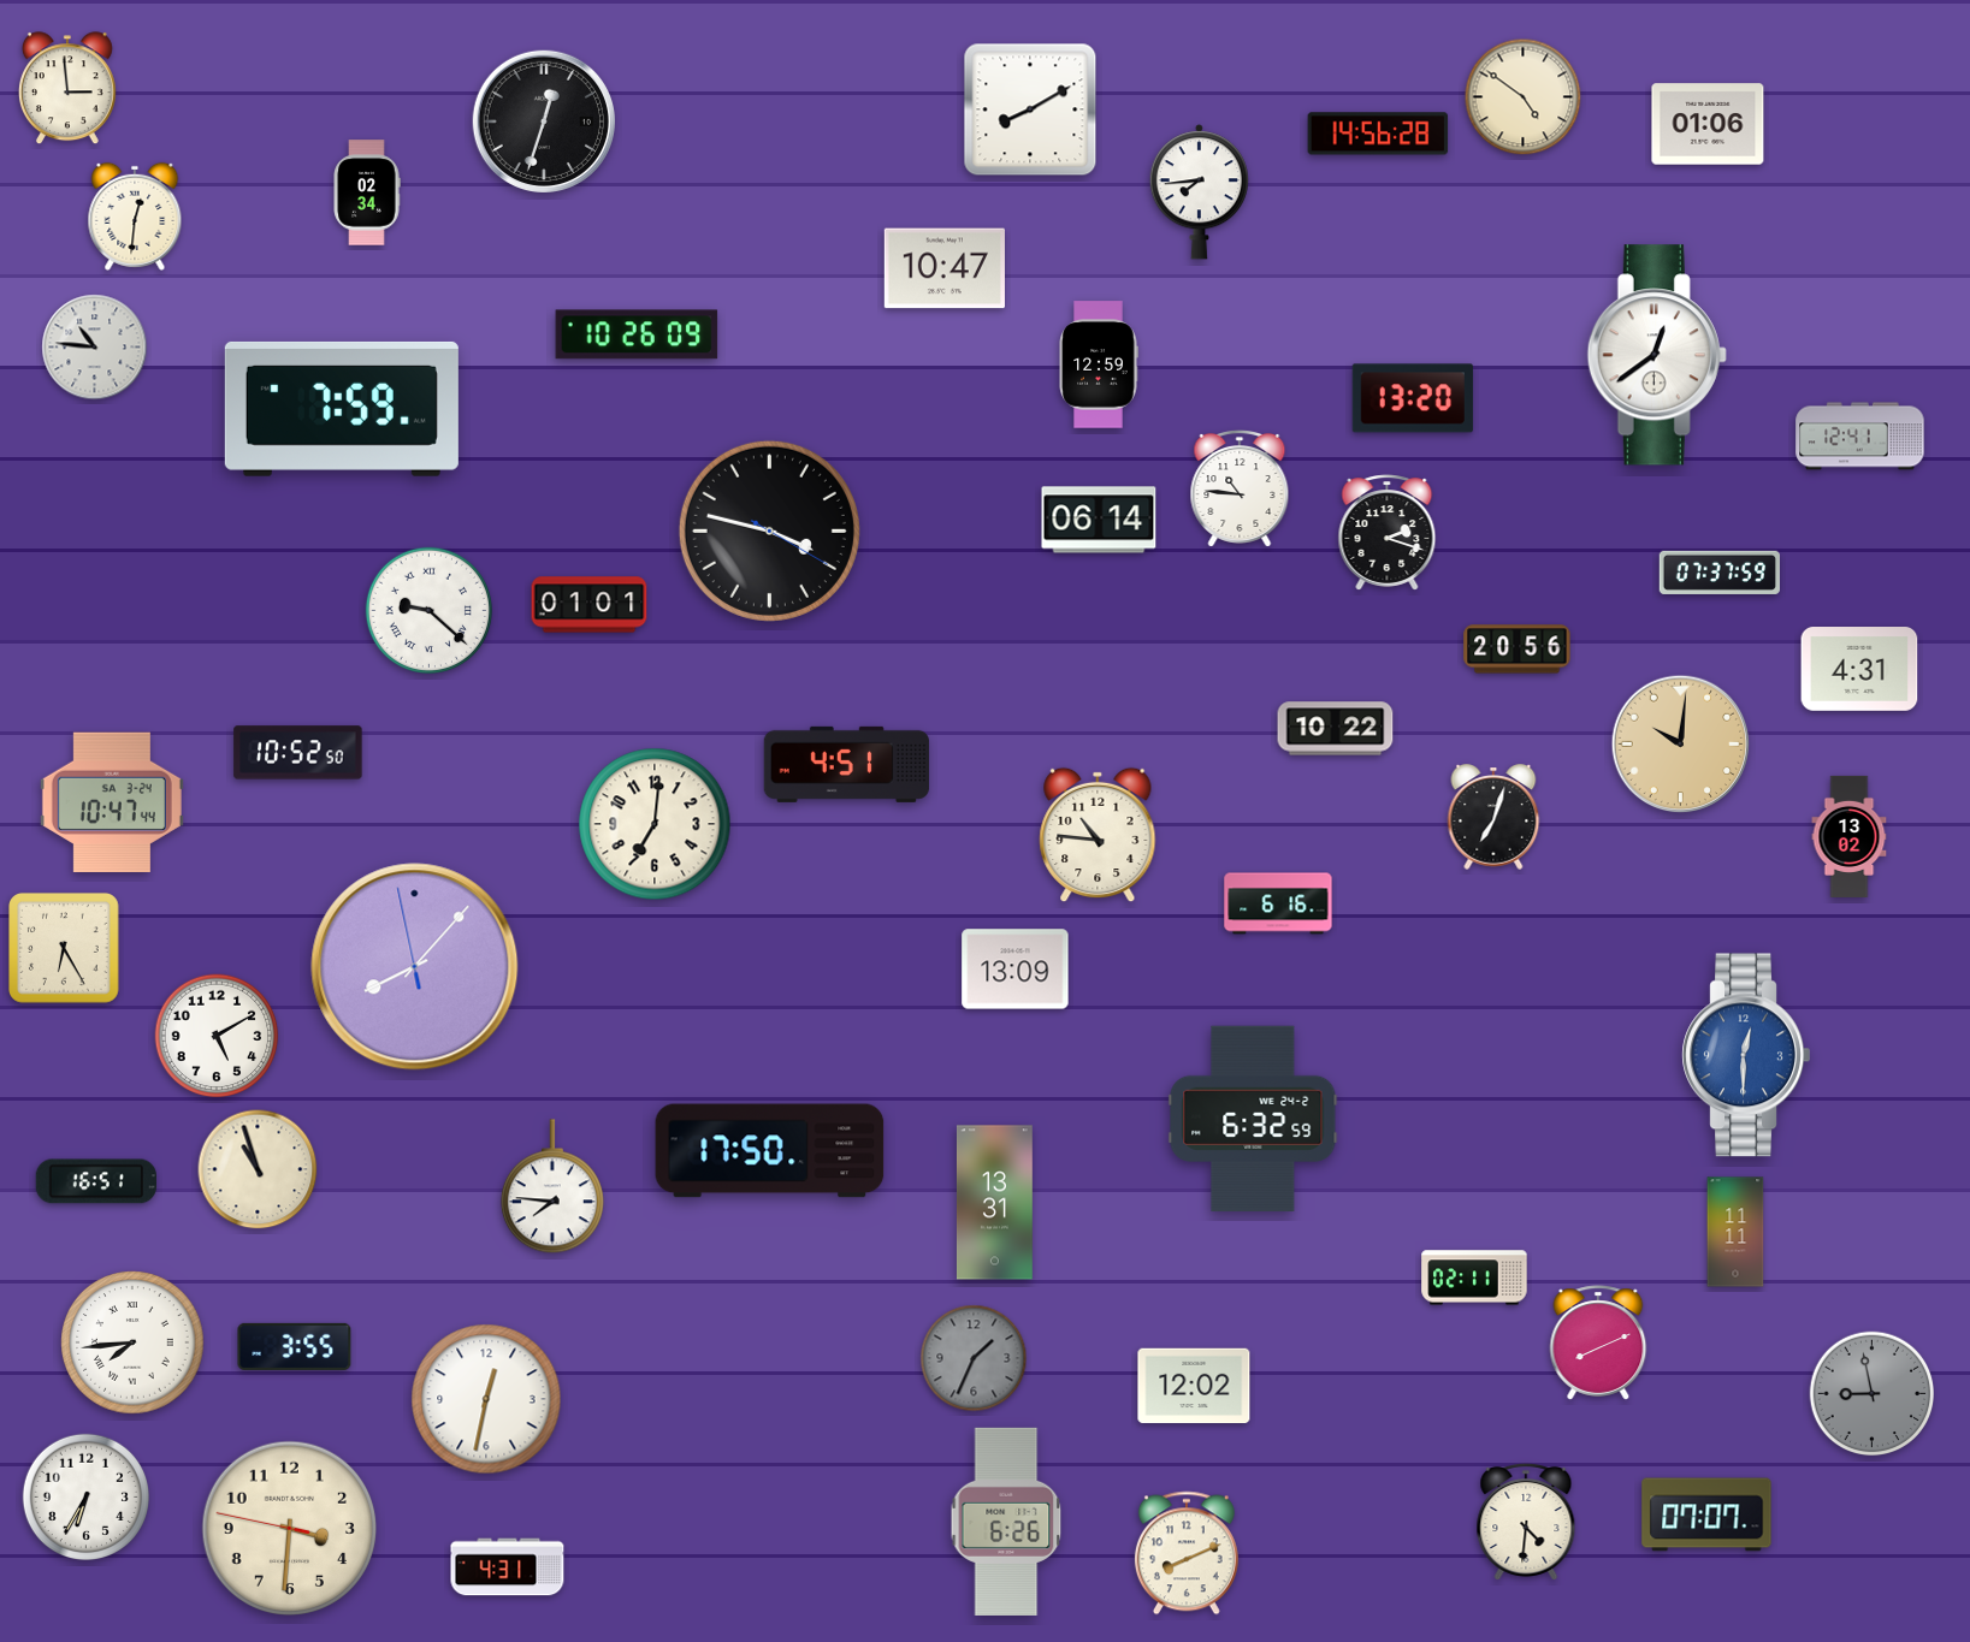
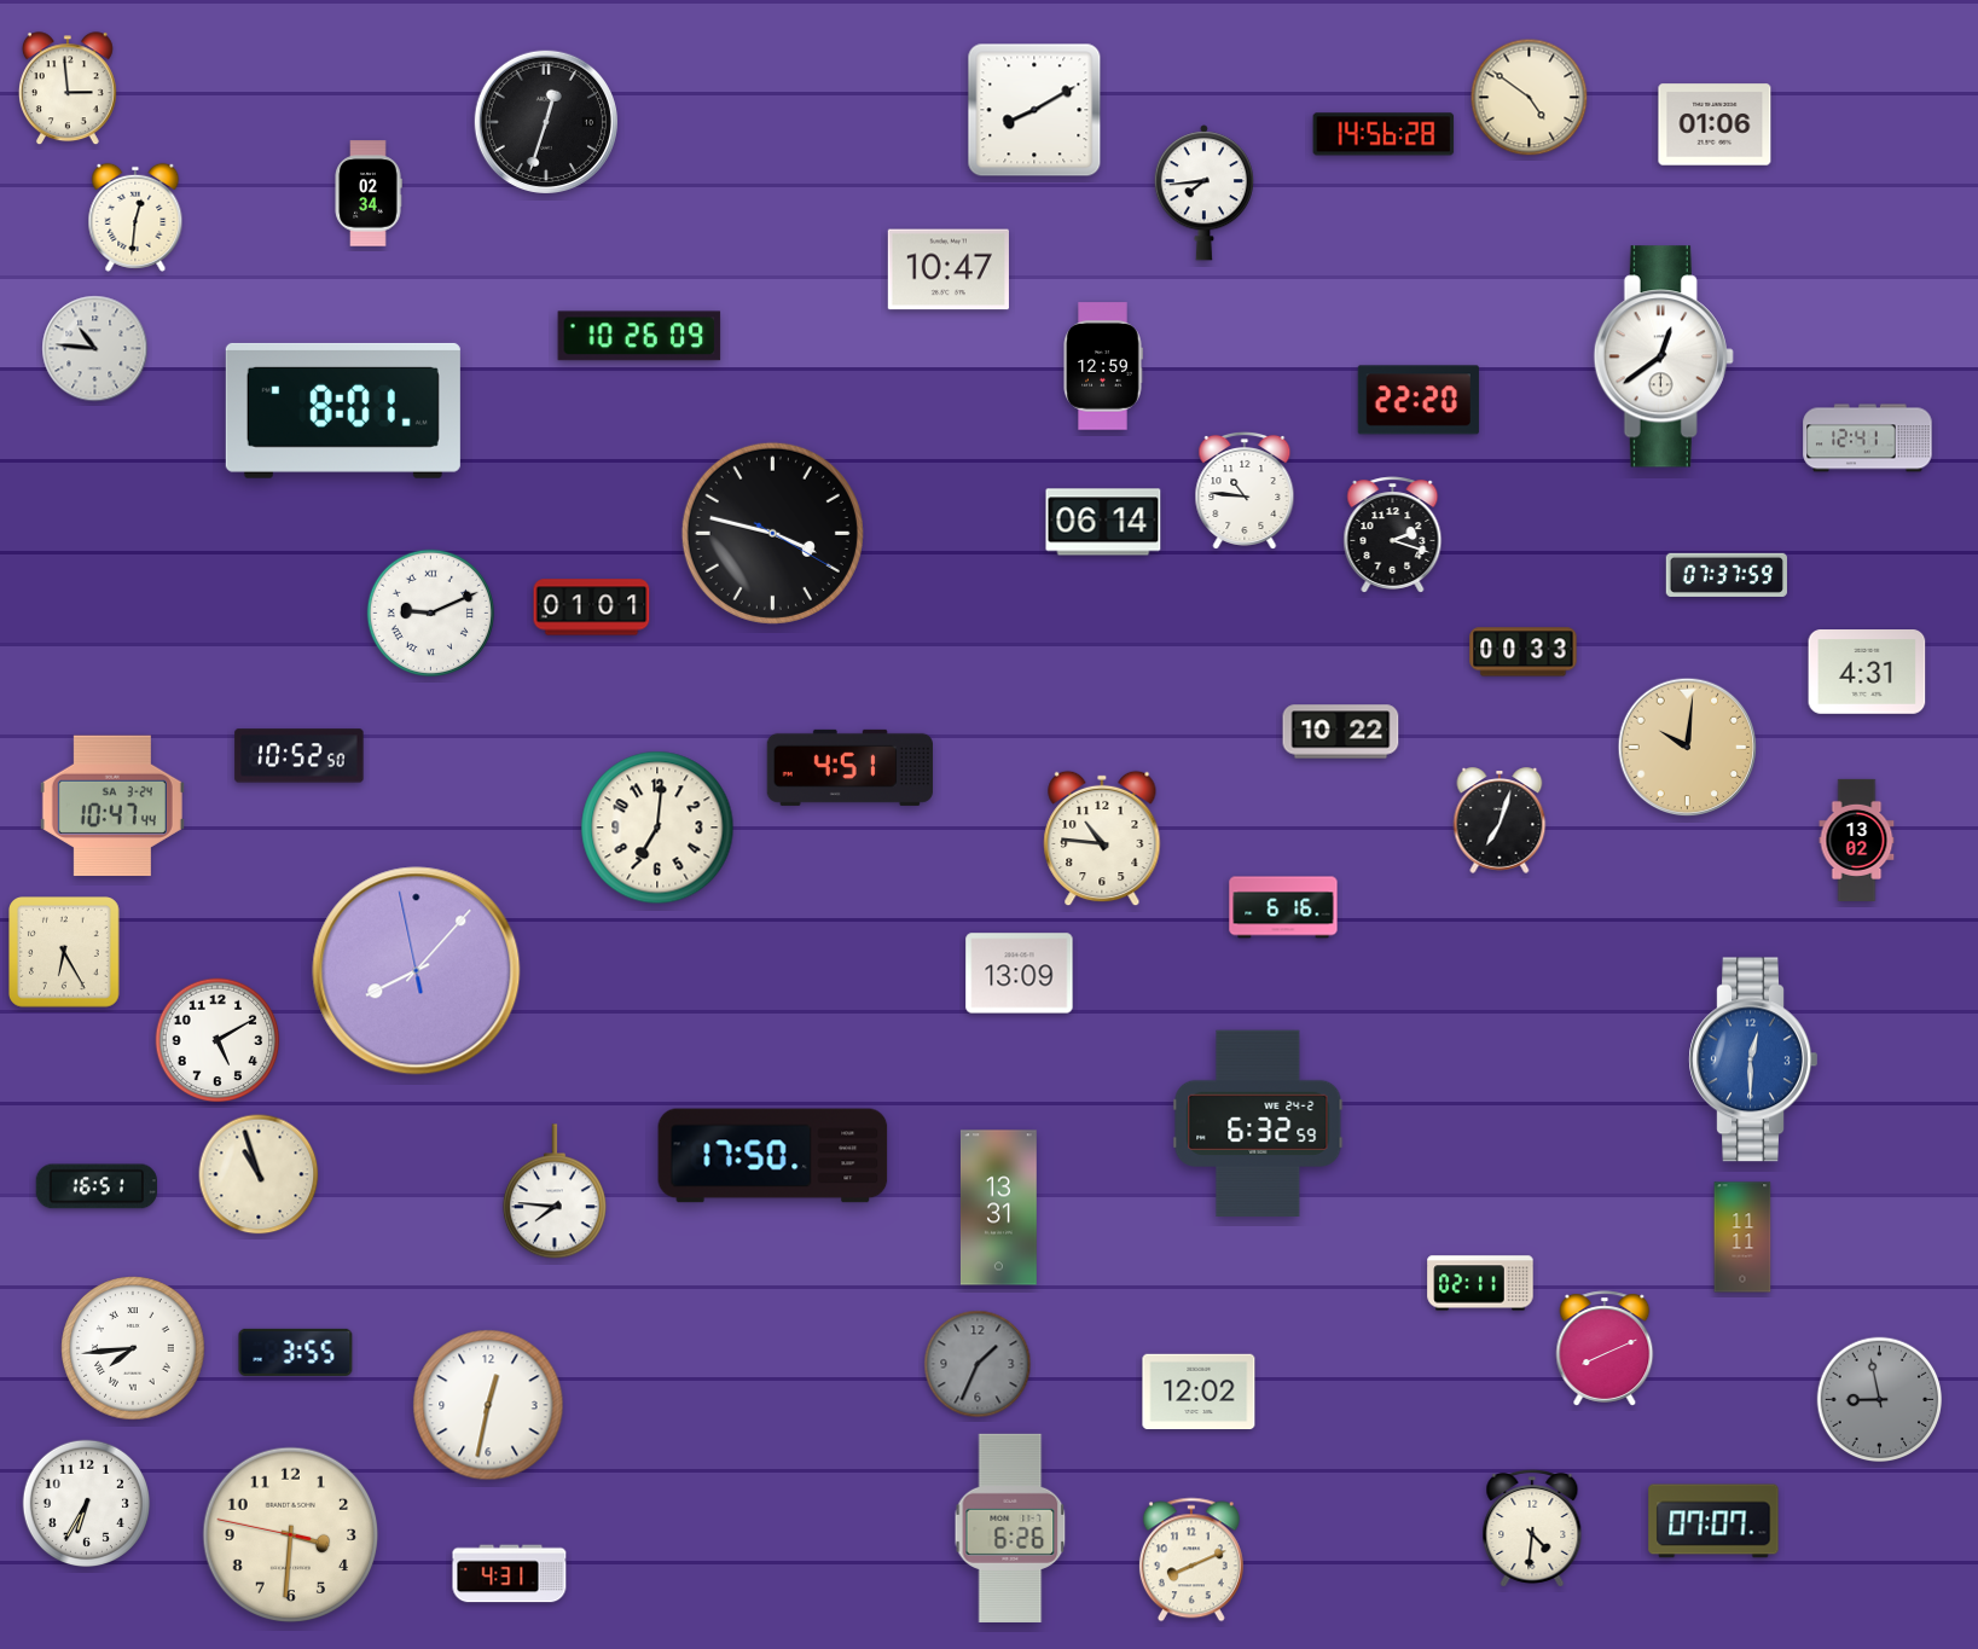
clock at (1413, 398): 13:20 -> 22:20
clock at (342, 409): 7:59 -> 8:01
clock at (428, 610): 9:22 -> 9:11
clock at (1518, 650): 20:56 -> 00:33
